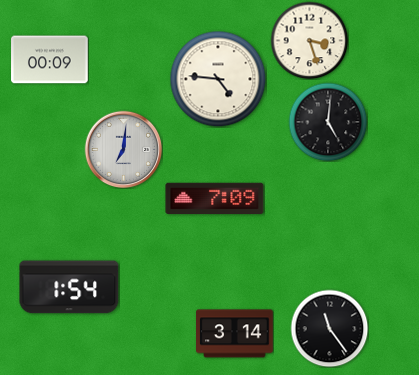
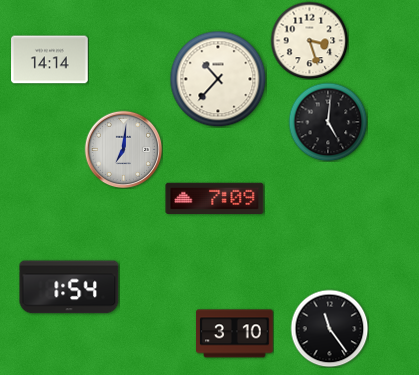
clock at (50, 60): 00:09 -> 14:14
clock at (218, 79): 4:46 -> 10:37
clock at (235, 334): 3:14 -> 3:10
